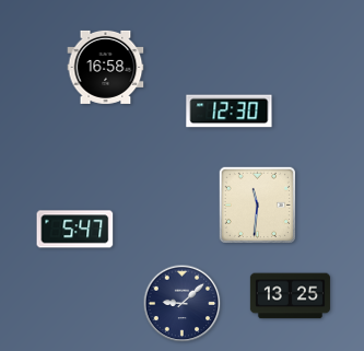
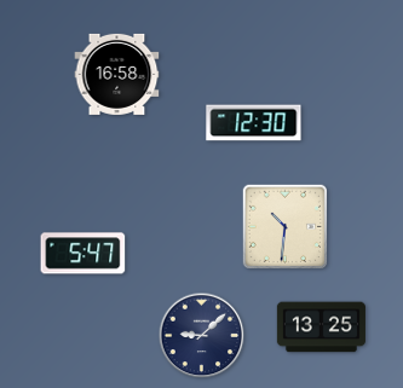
clock at (257, 204): 11:31 -> 10:31
